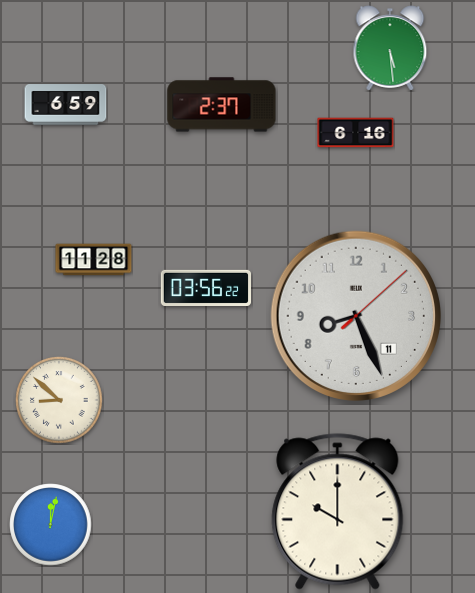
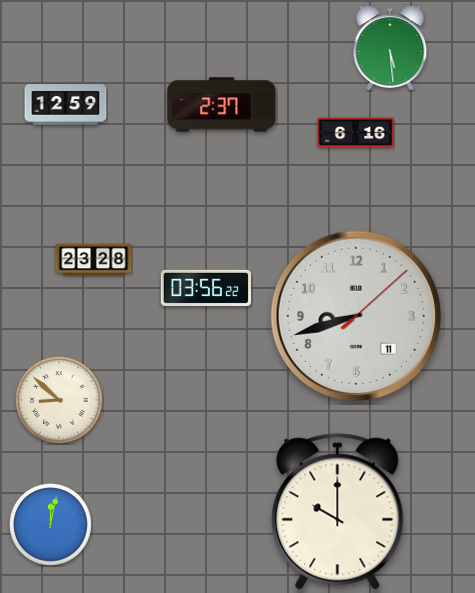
clock at (66, 105): 6:59 -> 12:59
clock at (94, 260): 11:28 -> 23:28
clock at (355, 315): 8:26 -> 8:42
